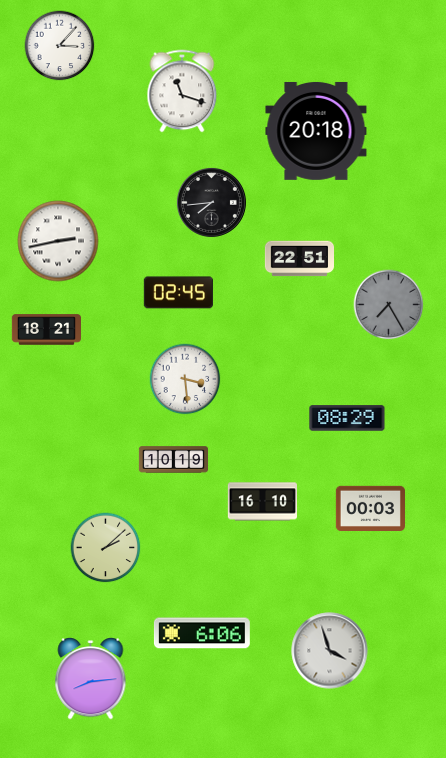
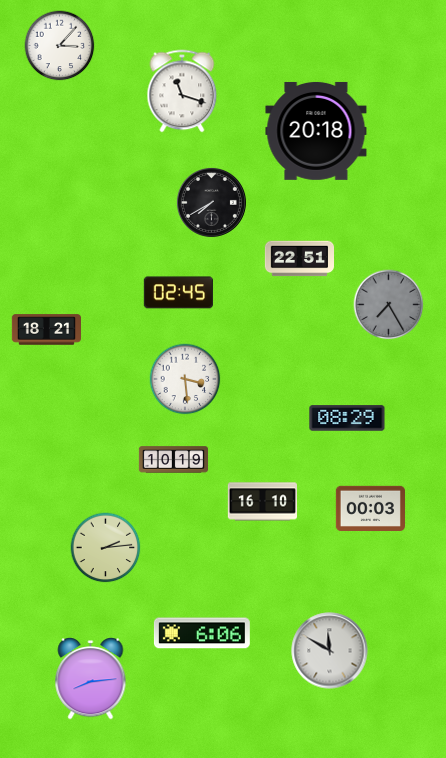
clock at (211, 202): 7:44 -> 7:40
clock at (58, 241): 2:43 -> none
clock at (106, 548): 2:08 -> 2:14
clock at (330, 651): 3:57 -> 11:50
